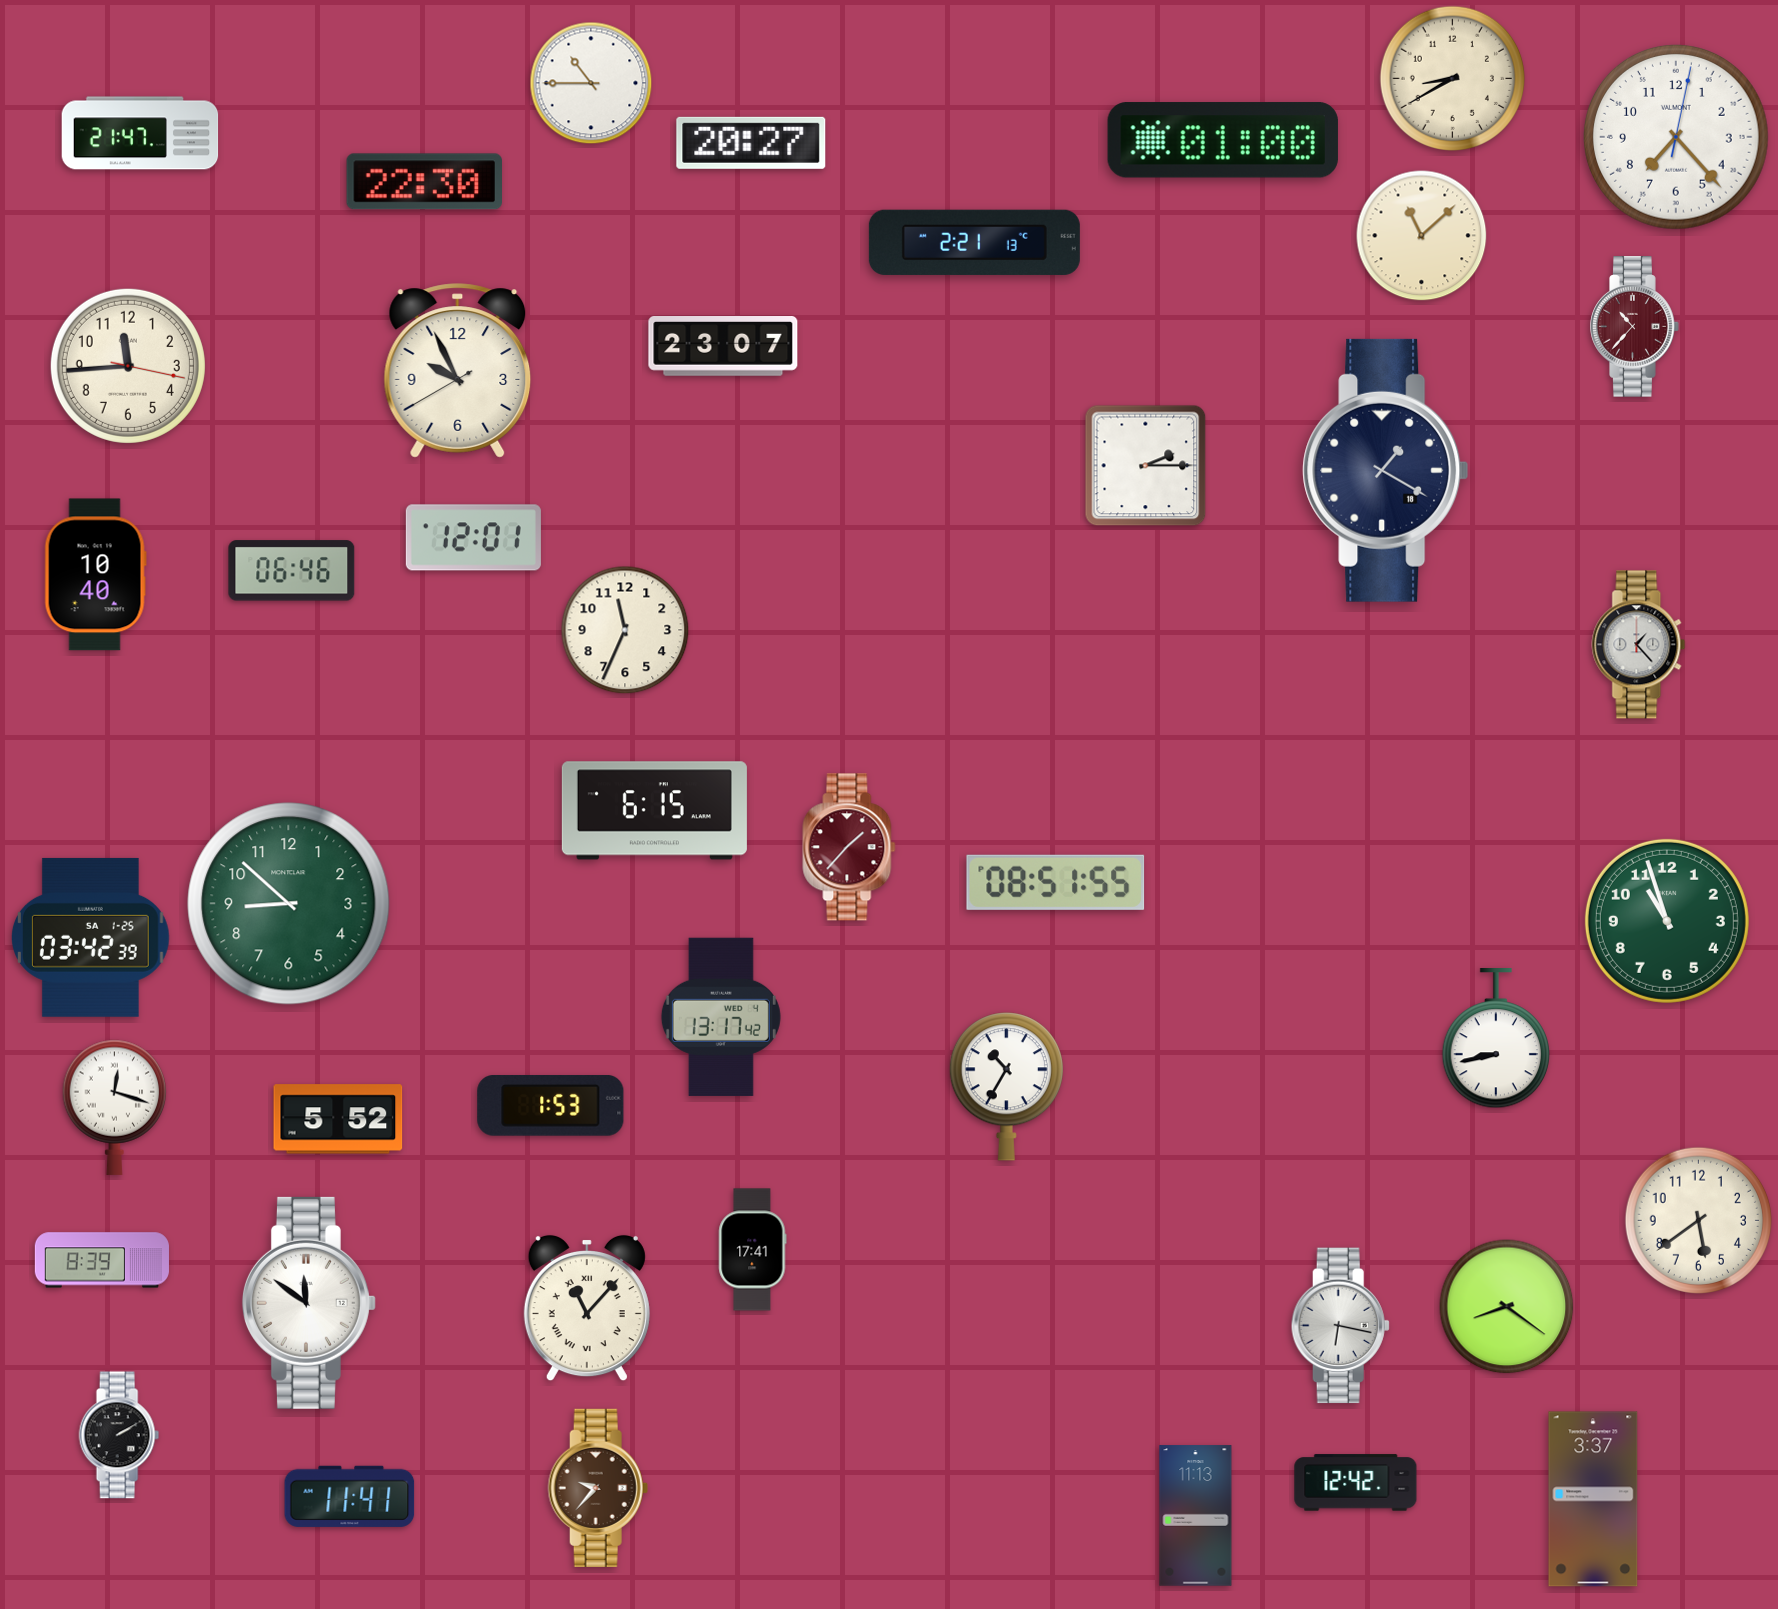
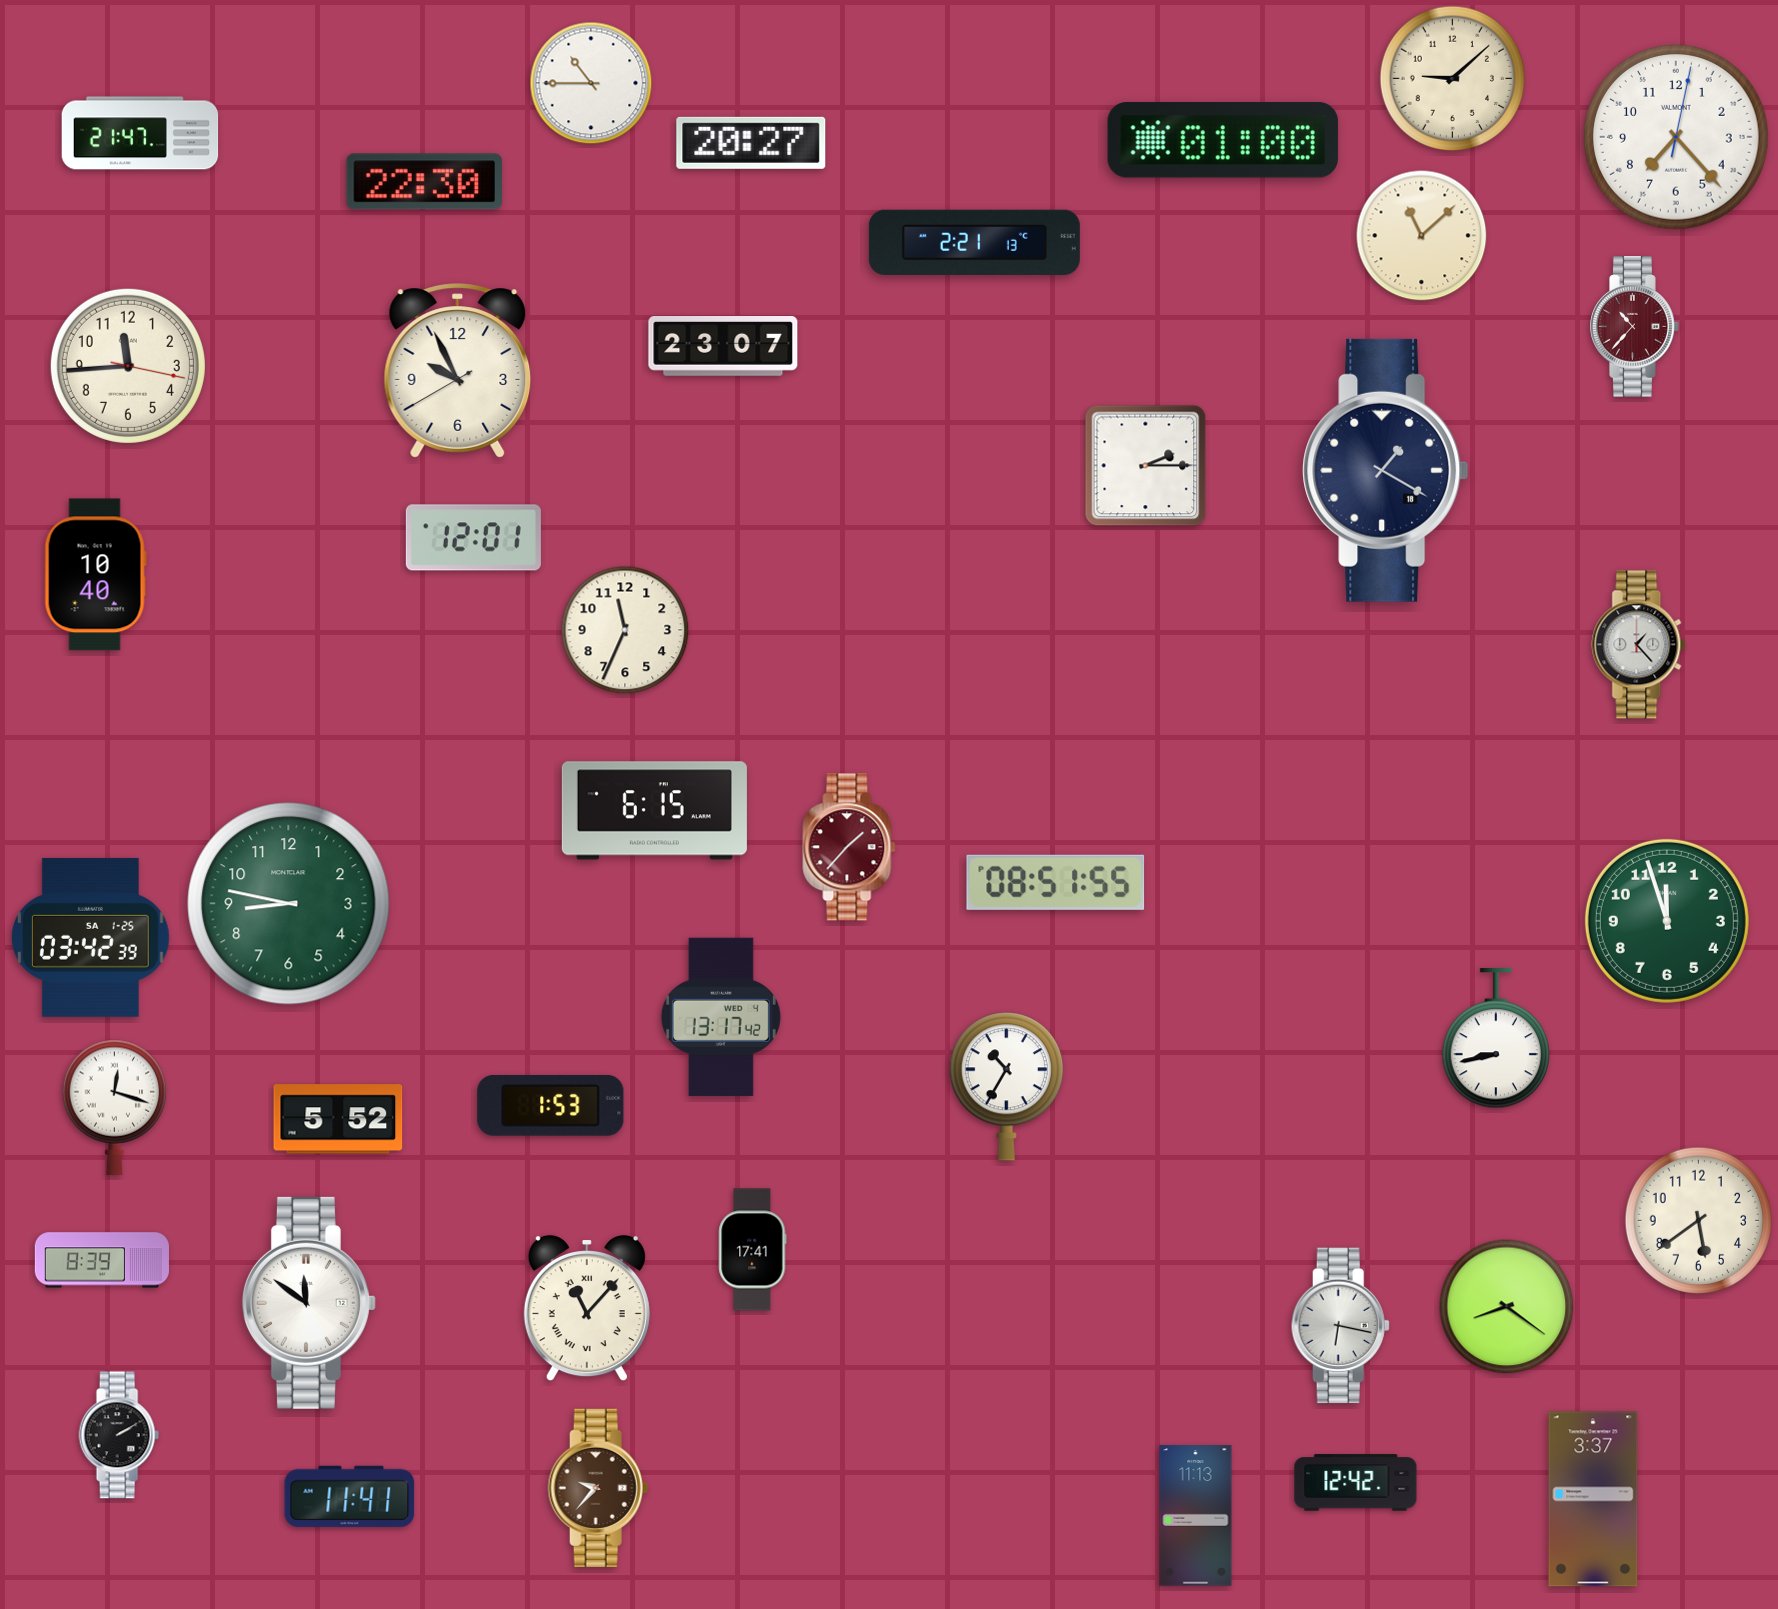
clock at (1452, 78): 8:40 -> 9:08
clock at (292, 571): 06:46 -> none
clock at (289, 904): 8:52 -> 8:47
clock at (1667, 921): 10:57 -> 11:57
